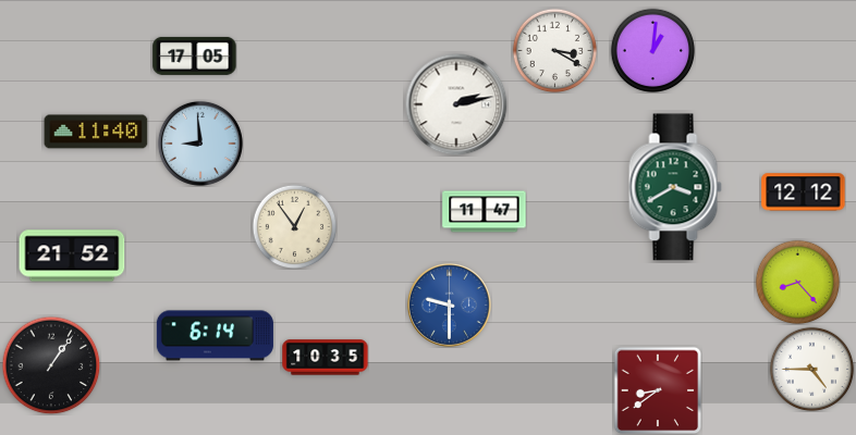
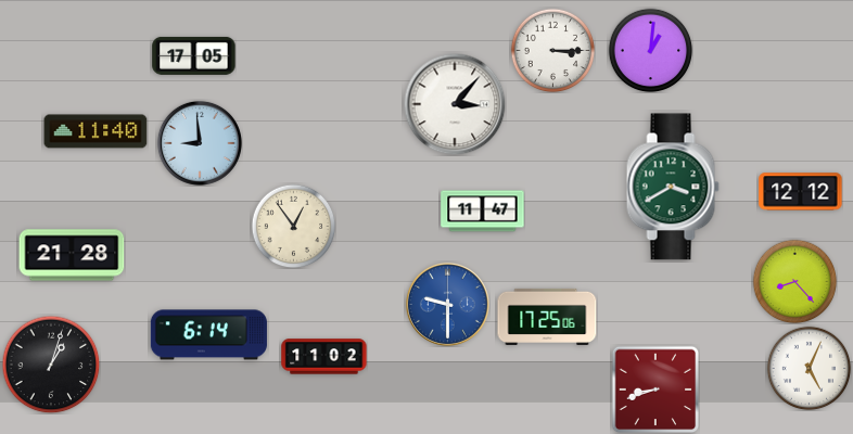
clock at (554, 50): 3:20 -> 3:15
clock at (456, 104): 2:13 -> 3:07
clock at (72, 256): 21:52 -> 21:28
clock at (547, 317): none -> 17:25
clock at (215, 336) position: (215, 336) -> (208, 335)
clock at (326, 358): 10:35 -> 11:02
clock at (51, 365): 1:06 -> 1:03
clock at (811, 369): 4:45 -> 5:04
clock at (658, 390): 8:39 -> 8:42
